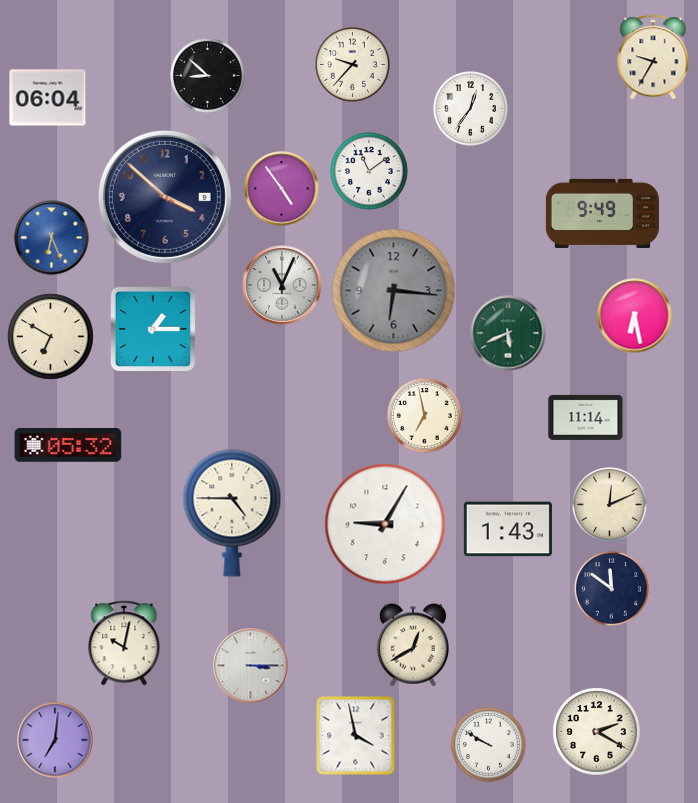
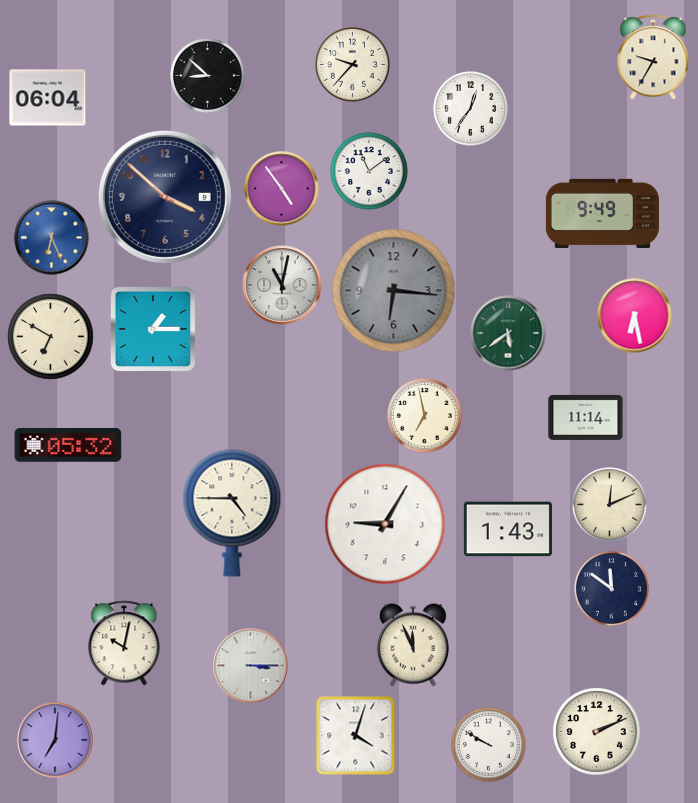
clock at (282, 285): 11:04 -> 11:02
clock at (508, 333): 5:41 -> 5:39
clock at (413, 645): 12:40 -> 11:56
clock at (597, 732): 2:20 -> 2:11
clock at (356, 736): 3:58 -> 4:03
